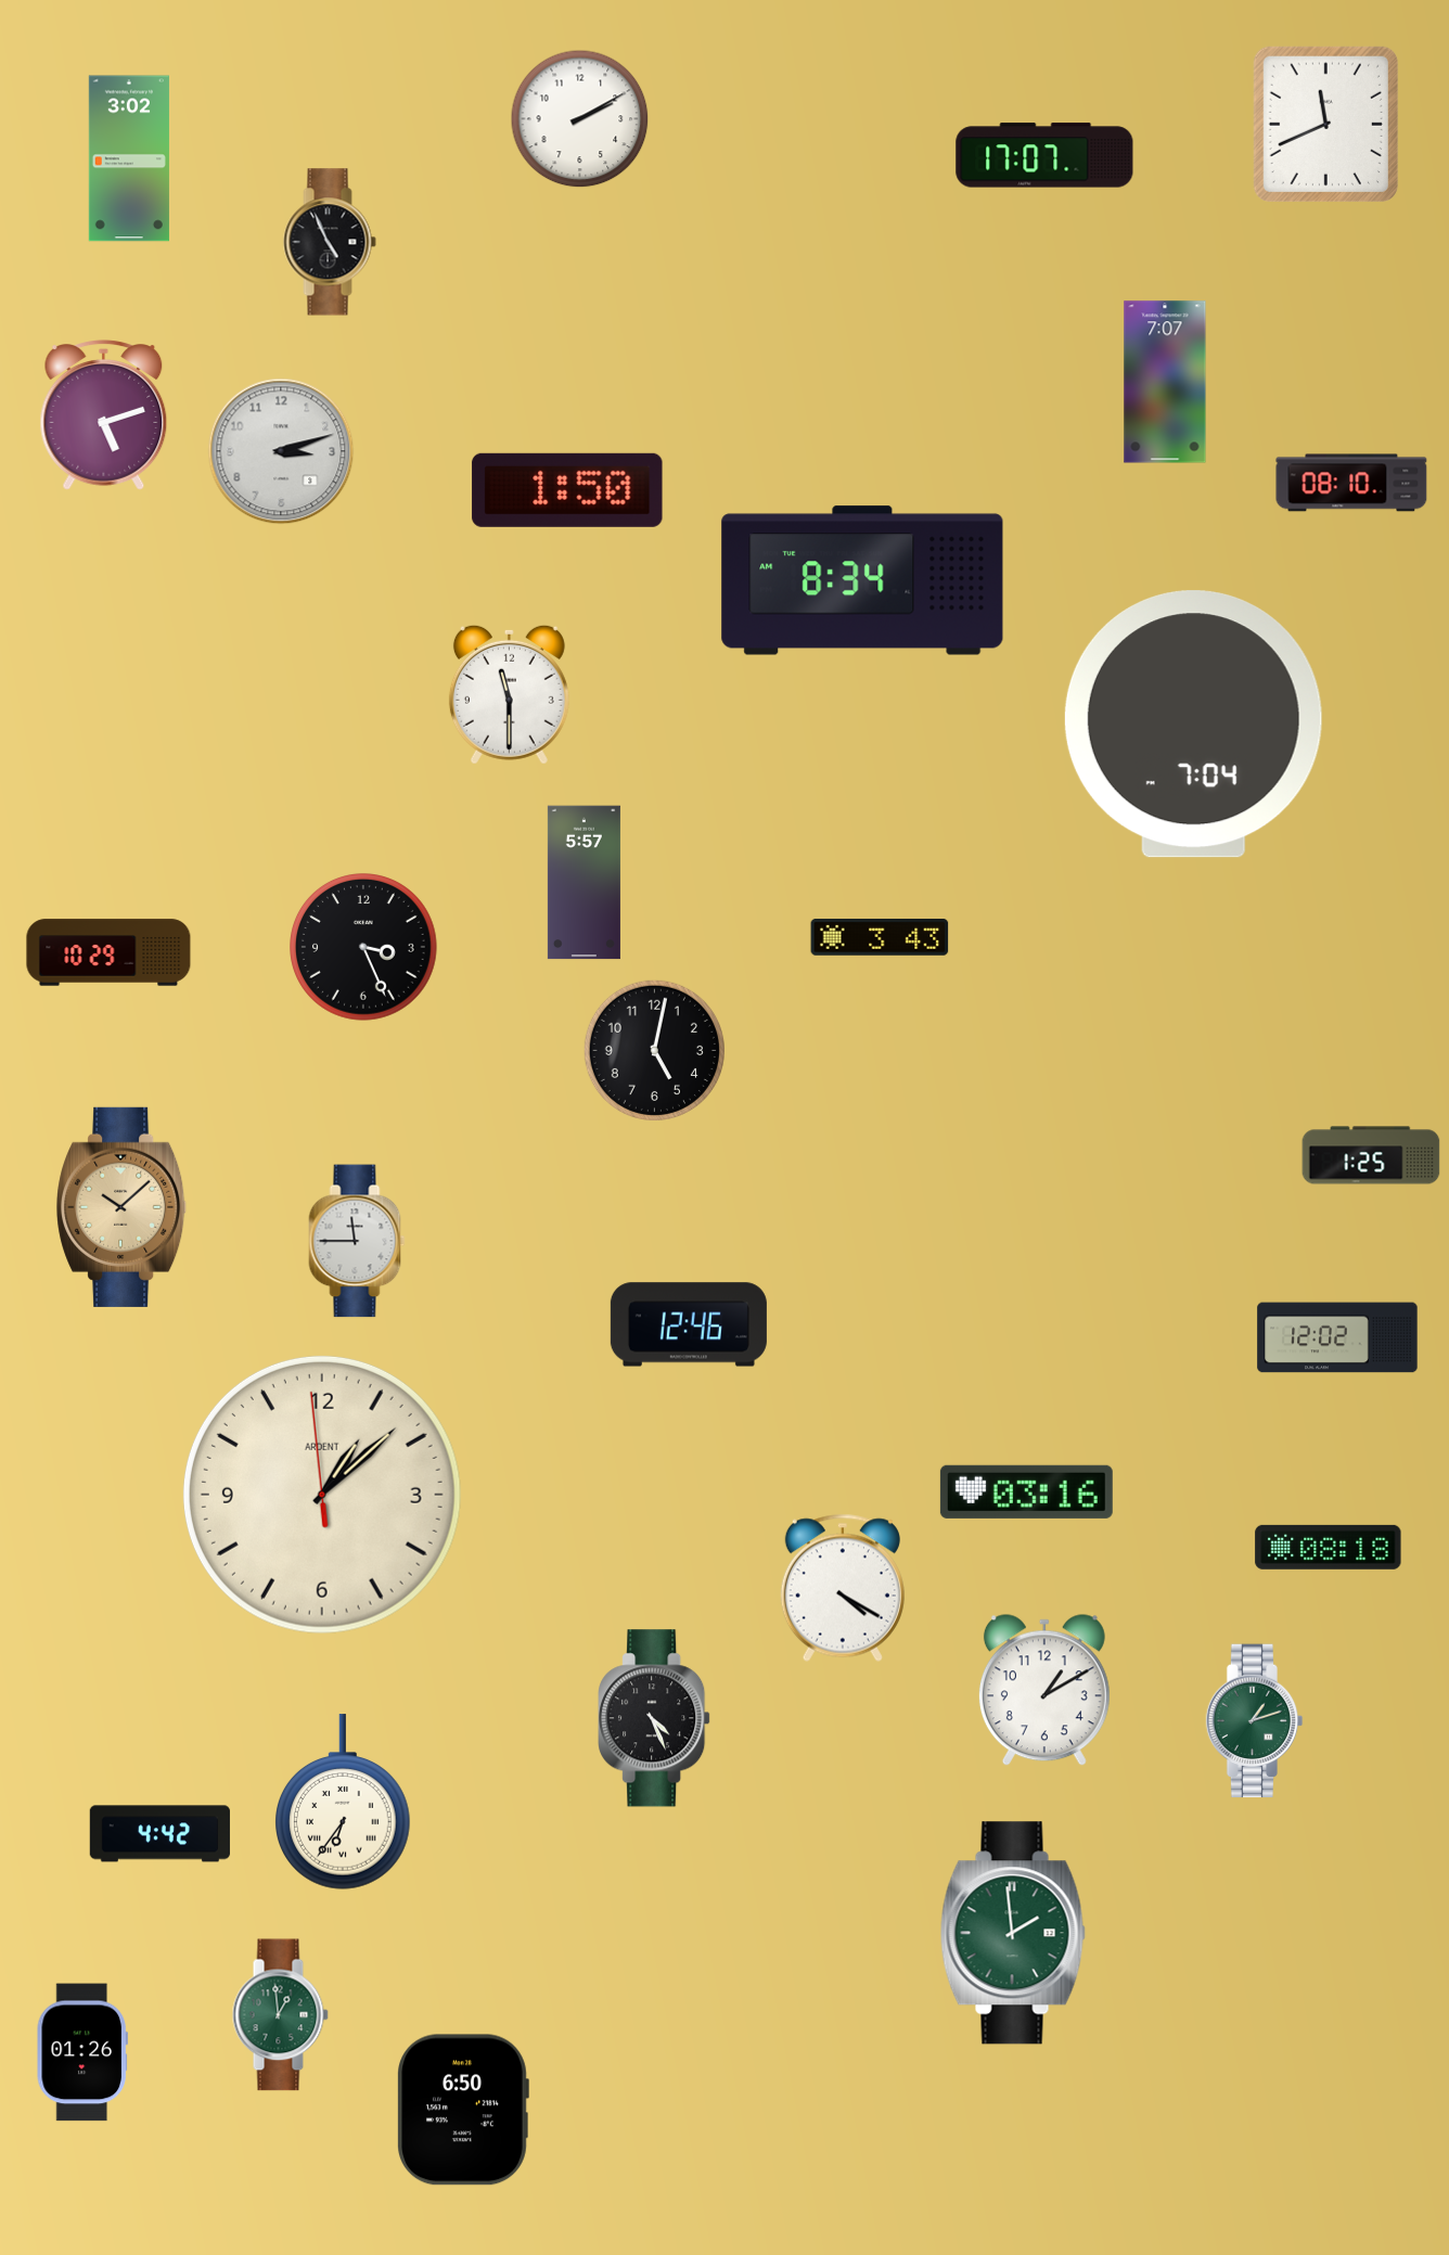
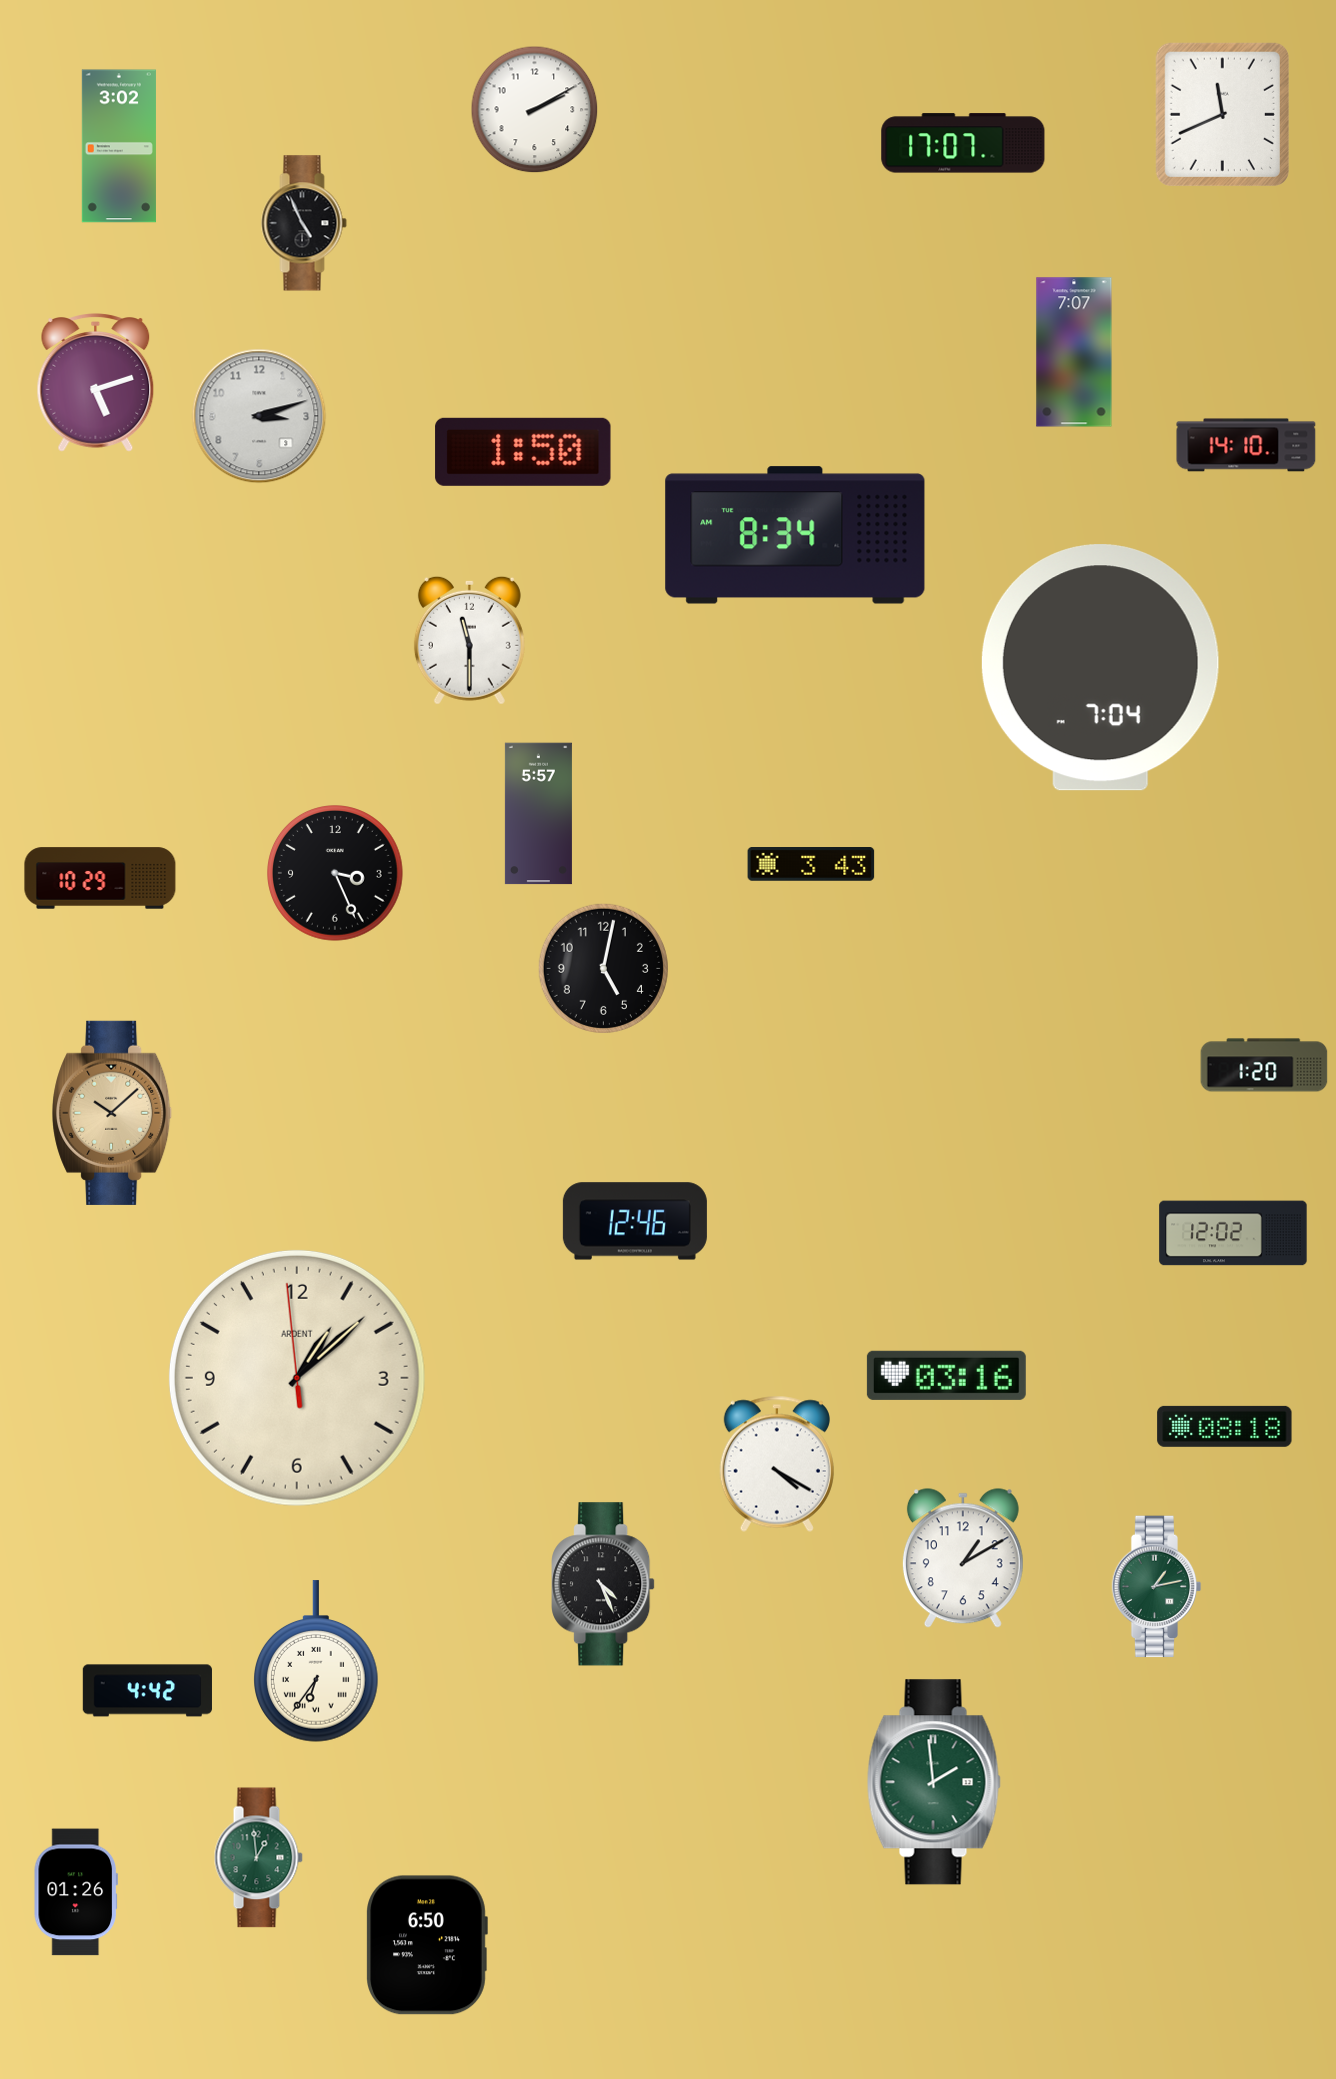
clock at (1351, 483): 08:10 -> 14:10
clock at (1371, 1155): 1:25 -> 1:20
clock at (357, 1241): 11:45 -> none
clock at (1255, 1721): 1:12 -> 1:13
